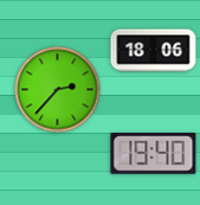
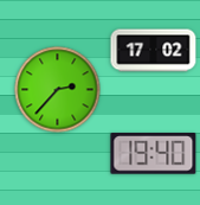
clock at (154, 51): 18:06 -> 17:02
